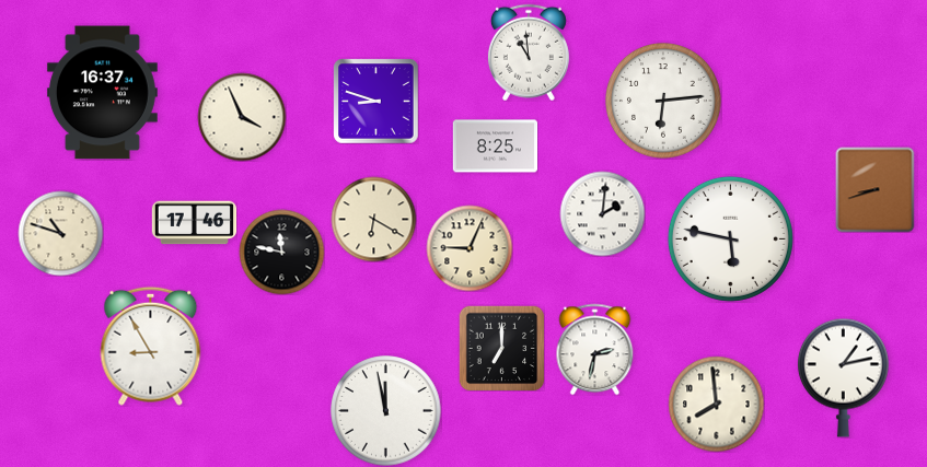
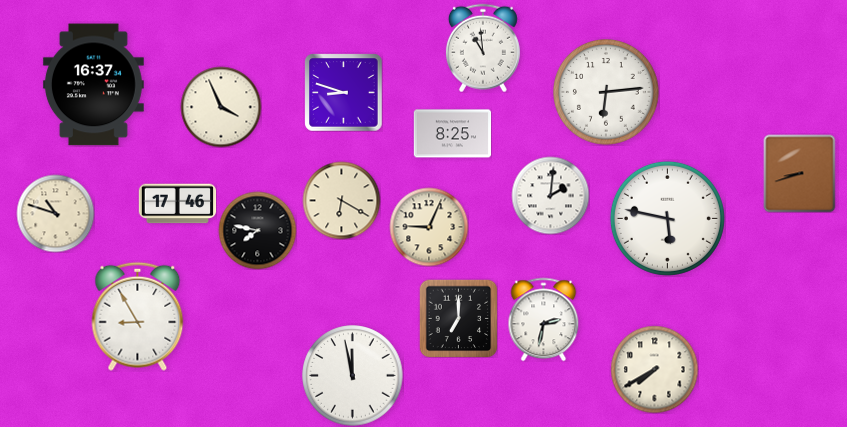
clock at (281, 252): 11:47 -> 7:47
clock at (843, 377): 1:13 -> none
clock at (716, 404): 7:59 -> 7:40
